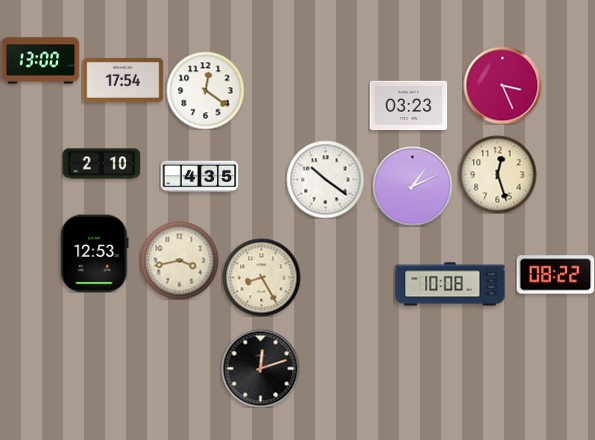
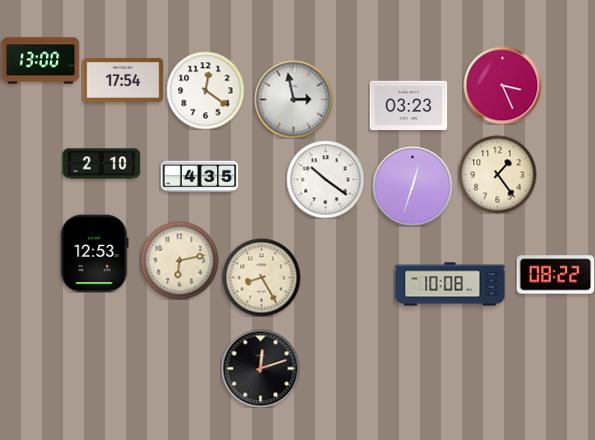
clock at (293, 99): none -> 2:58
clock at (497, 174): 12:27 -> 1:24
clock at (412, 186): 1:11 -> 12:33
clock at (179, 260): 3:43 -> 6:13
